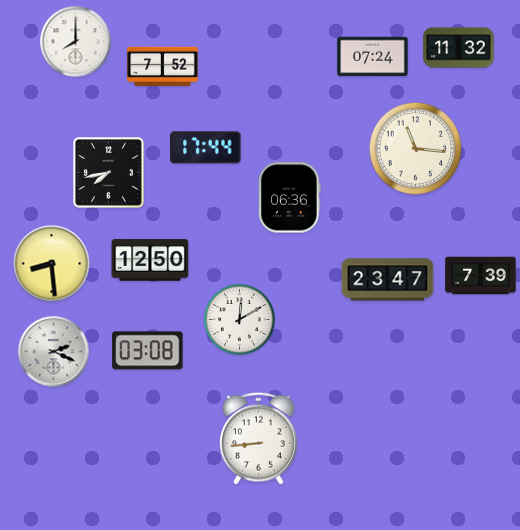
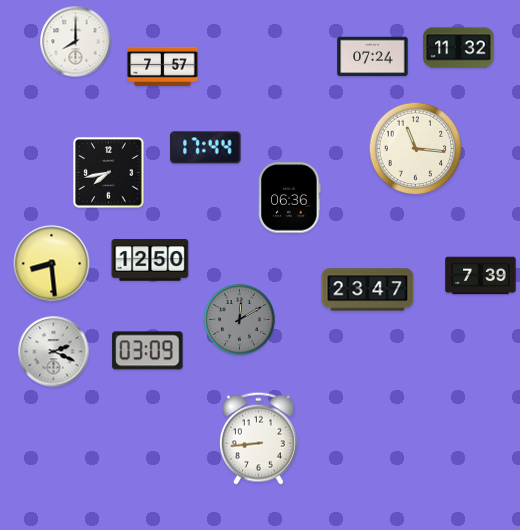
clock at (163, 66): 7:52 -> 7:57
clock at (388, 280) position: (388, 280) -> (368, 290)
clock at (239, 319) dial: white -> grey
clock at (148, 351): 03:08 -> 03:09
